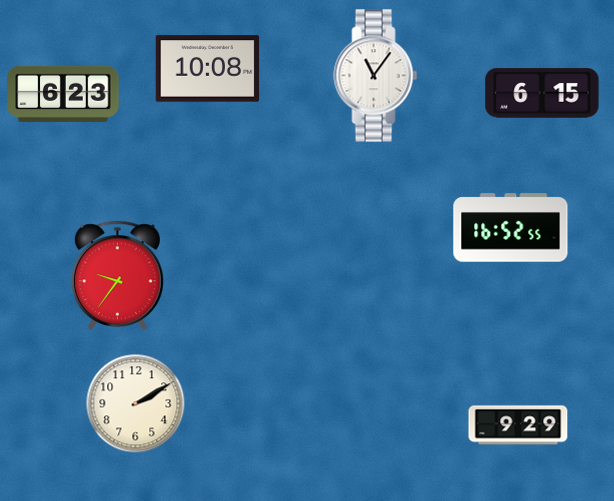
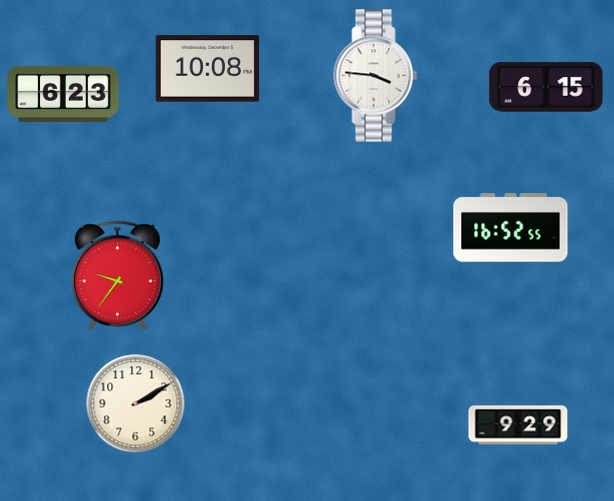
clock at (376, 76): 11:06 -> 3:46
clock at (542, 93) position: (542, 93) -> (546, 87)
